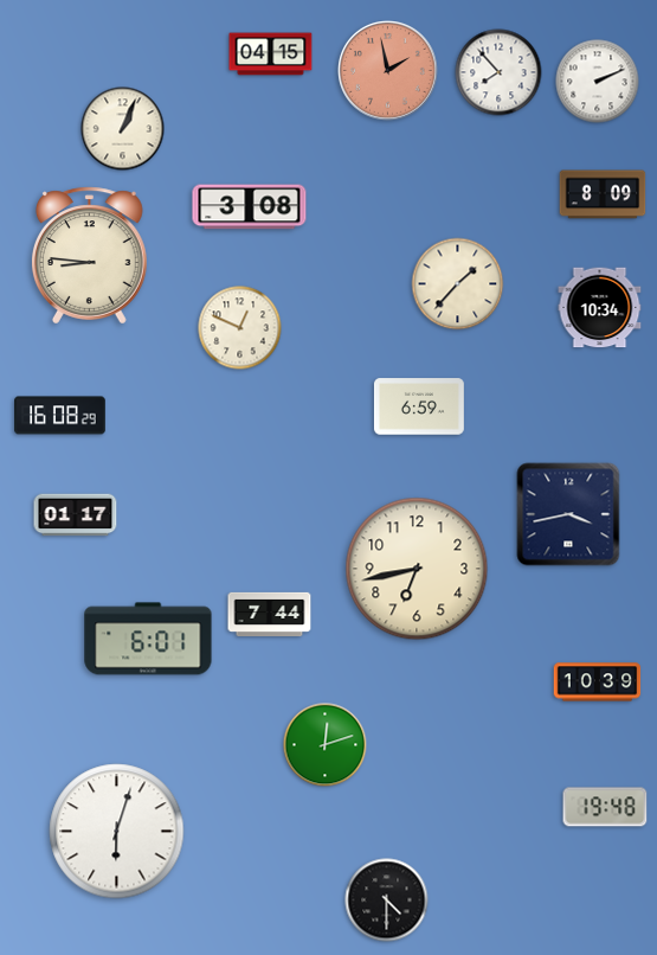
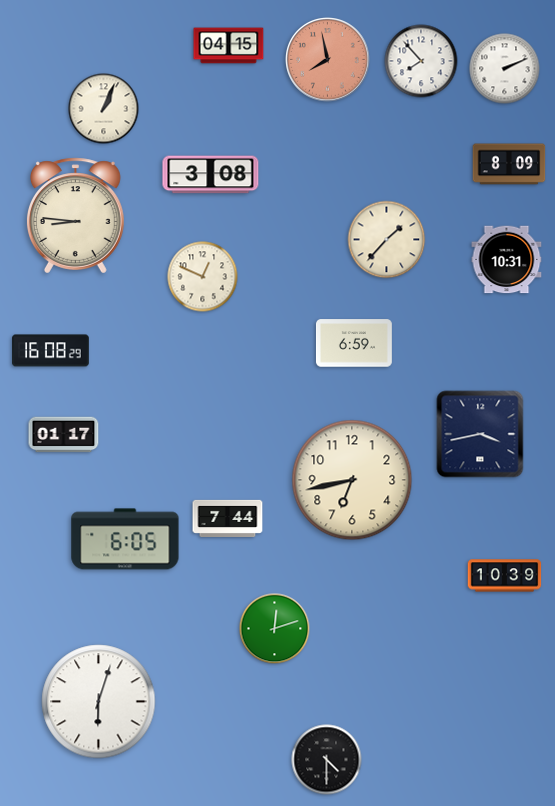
clock at (388, 71): 1:58 -> 7:58
clock at (600, 308): 10:34 -> 10:31
clock at (148, 639): 6:01 -> 6:05
clock at (605, 807): 19:48 -> none
